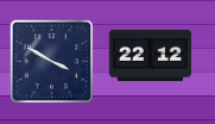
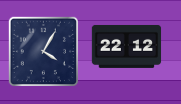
clock at (51, 61): 3:50 -> 4:05
